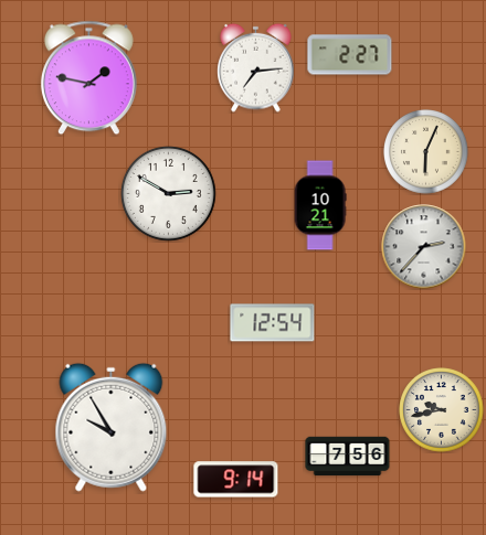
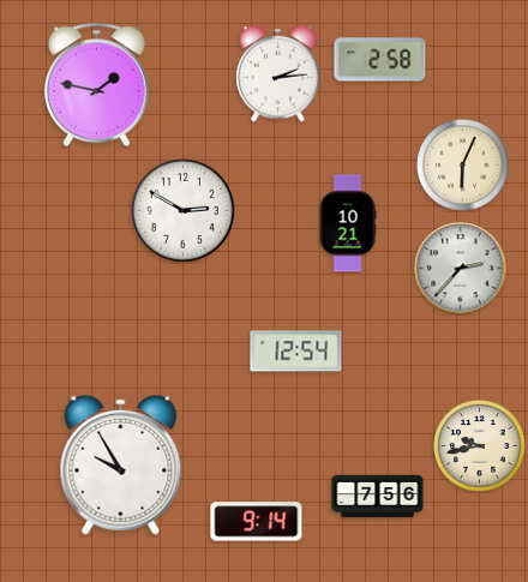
clock at (350, 55): 2:27 -> 2:58
clock at (256, 67): 7:14 -> 2:14
